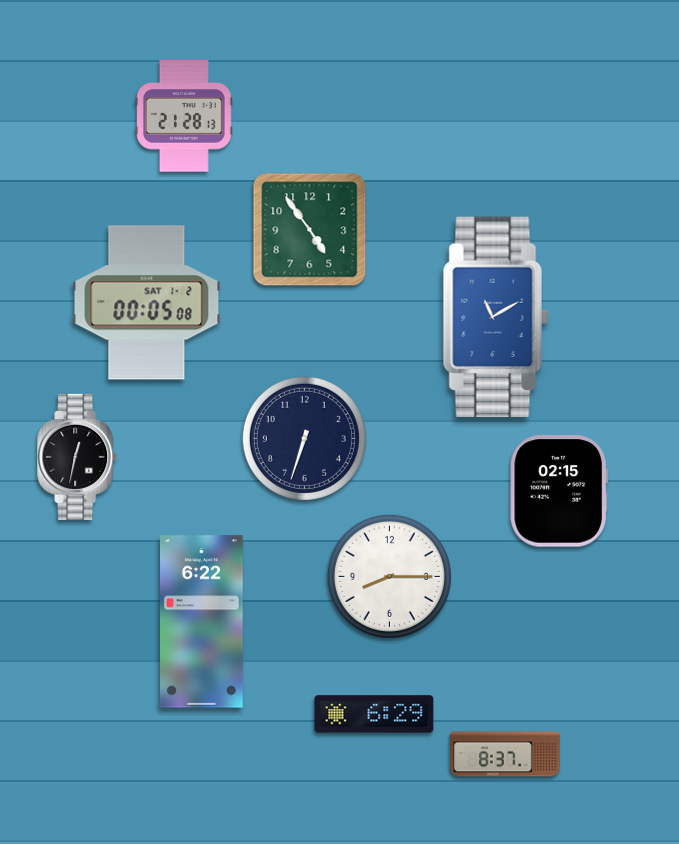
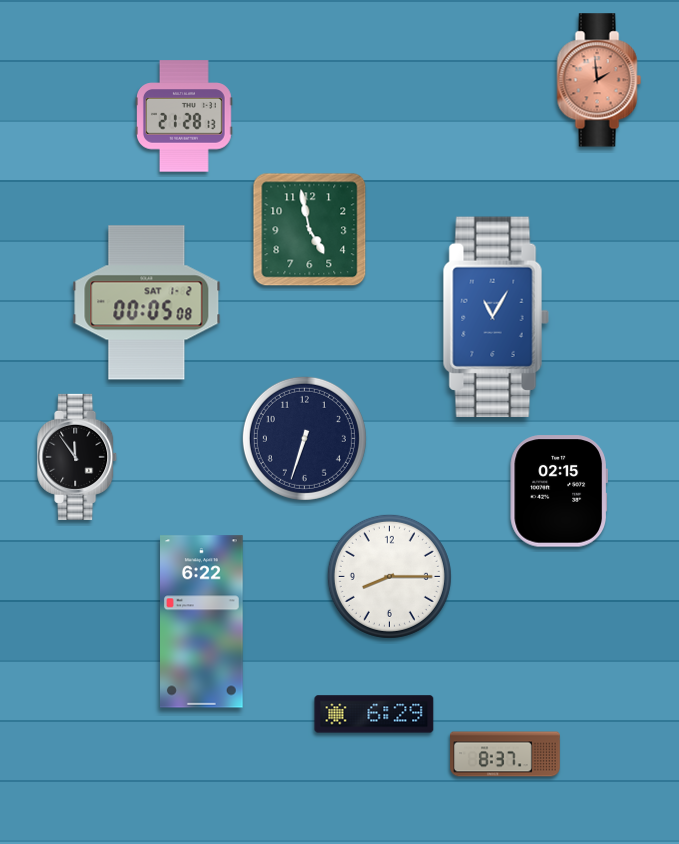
clock at (599, 80): none -> 1:59
clock at (310, 230): 4:54 -> 4:58
clock at (496, 317): 11:10 -> 11:05
clock at (78, 457): 12:32 -> 11:54
